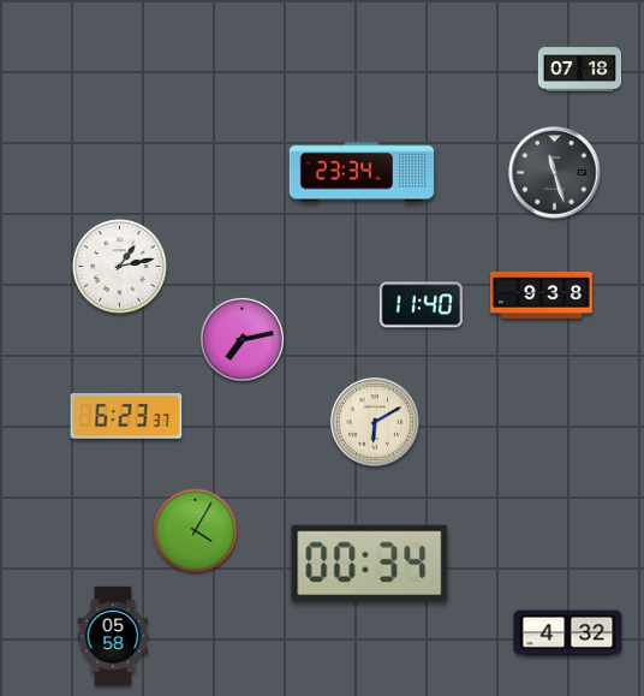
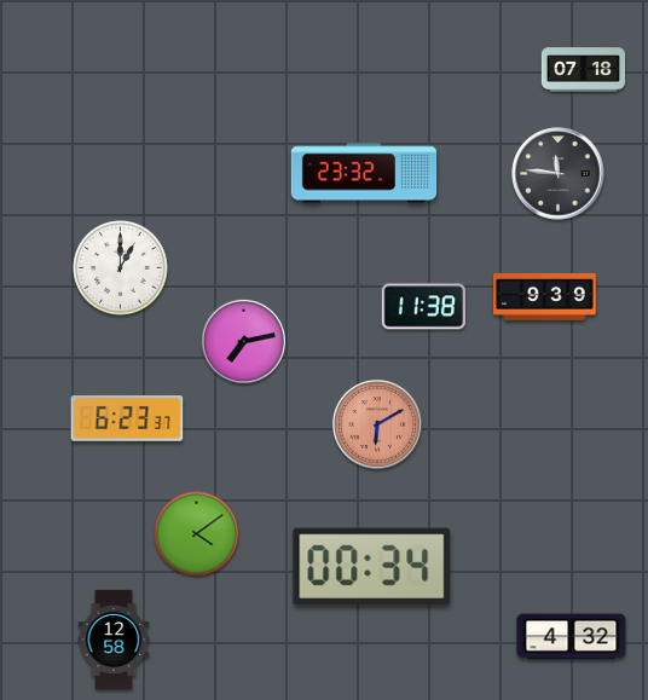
clock at (362, 172): 23:34 -> 23:32
clock at (555, 173): 11:27 -> 11:46
clock at (120, 267): 1:13 -> 1:00
clock at (542, 296): 9:38 -> 9:39
clock at (421, 305): 11:40 -> 11:38
clock at (375, 422) dial: cream -> salmon
clock at (196, 531): 4:05 -> 4:09
clock at (113, 636): 05:58 -> 12:58
